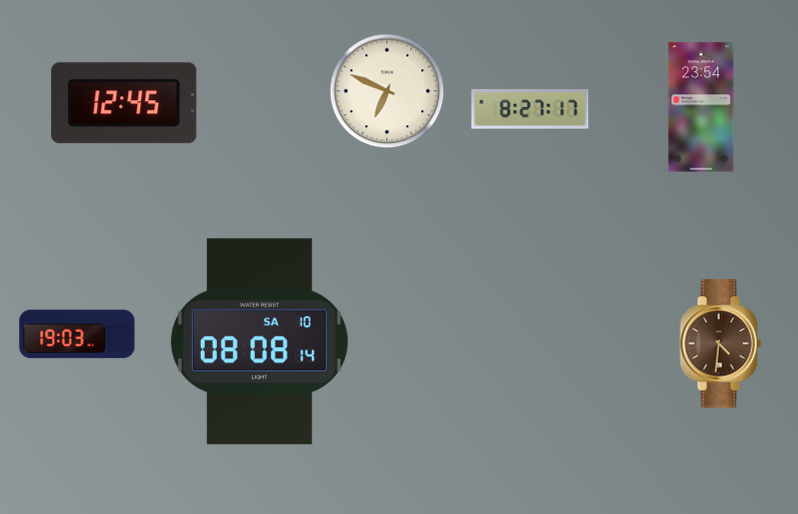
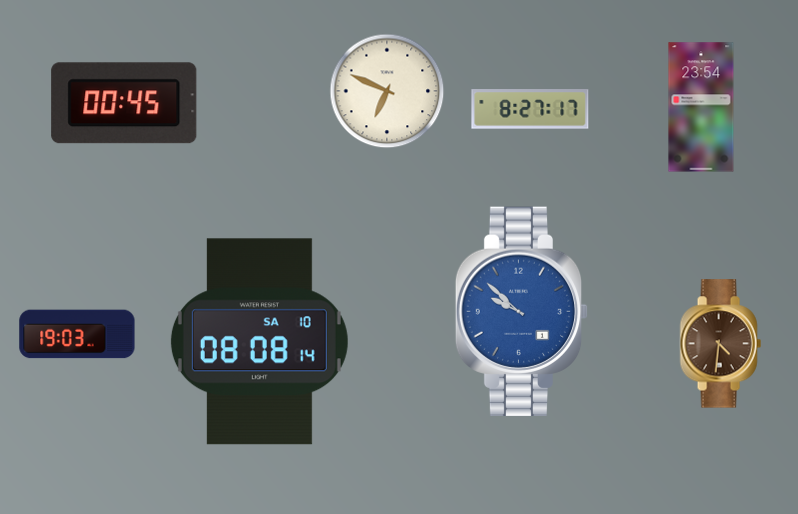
clock at (124, 103): 12:45 -> 00:45
clock at (522, 311): none -> 9:52
